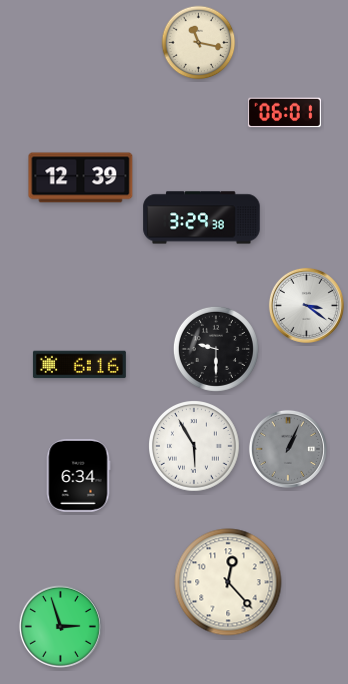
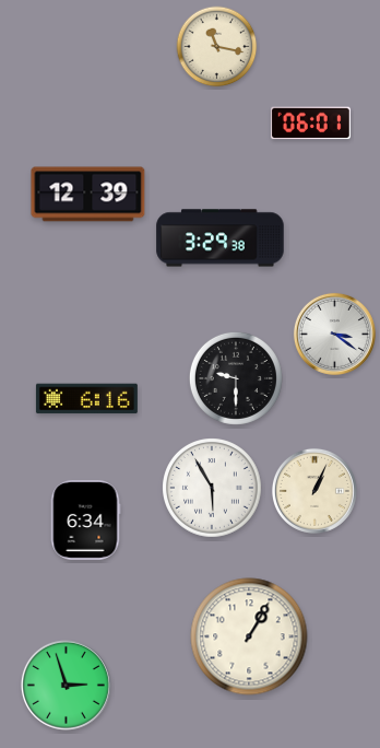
clock at (216, 349) position: (216, 349) -> (236, 378)
clock at (288, 449) dial: grey -> cream
clock at (228, 582): 12:23 -> 1:05
